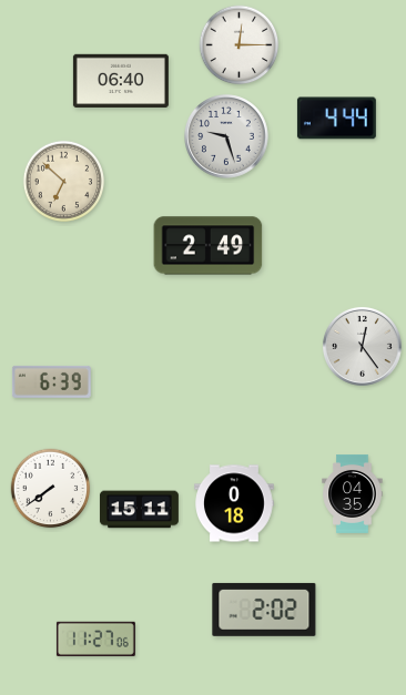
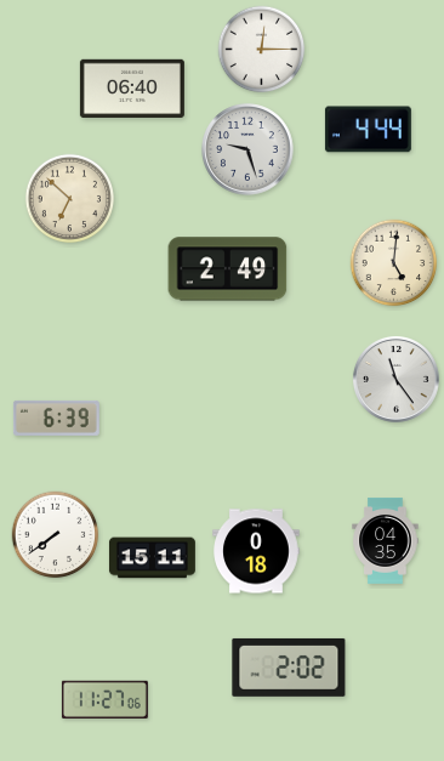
clock at (394, 263): none -> 5:01
clock at (362, 346): 12:24 -> 11:24
